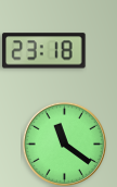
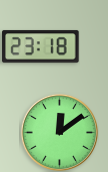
clock at (64, 144): 11:21 -> 12:09
